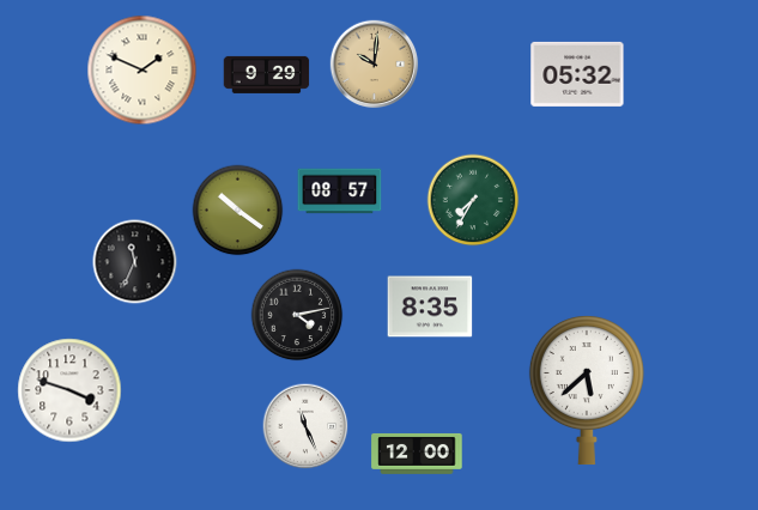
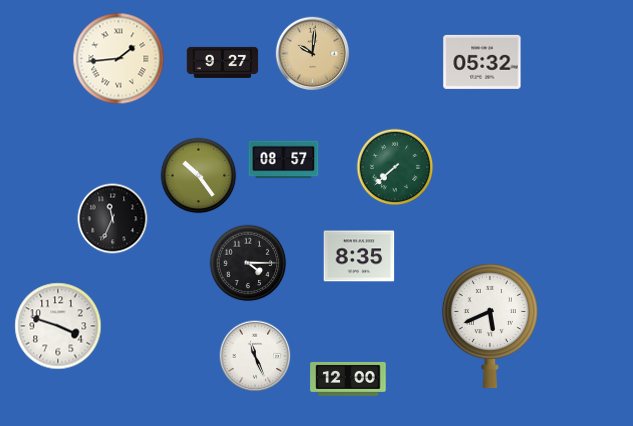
clock at (142, 71): 1:49 -> 1:44
clock at (267, 74): 9:29 -> 9:27
clock at (473, 200): 7:35 -> 7:38
clock at (238, 211): 10:21 -> 10:24
clock at (297, 315): 4:13 -> 4:15
clock at (587, 390): 5:38 -> 5:41
